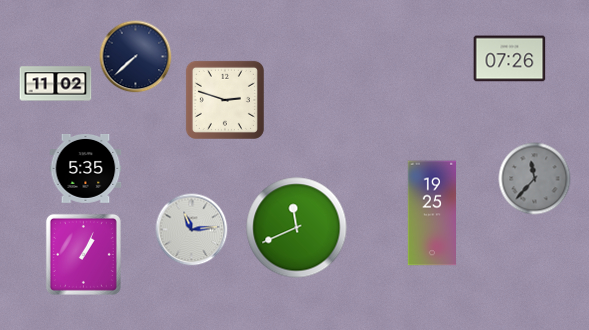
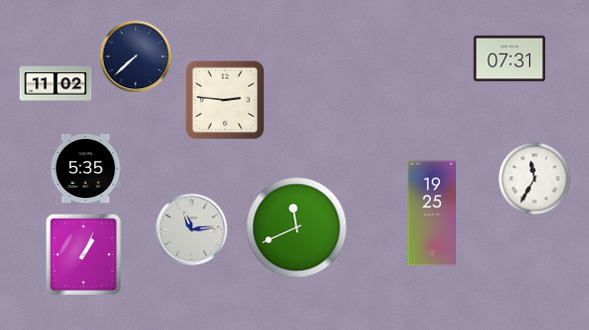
clock at (510, 59): 07:26 -> 07:31
clock at (225, 100): 2:48 -> 2:46
clock at (535, 179): 11:37 -> 11:35
clock at (535, 179) dial: grey -> white
